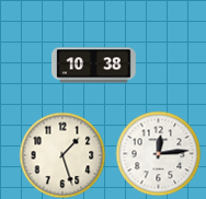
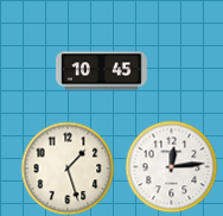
clock at (94, 66): 10:38 -> 10:45
